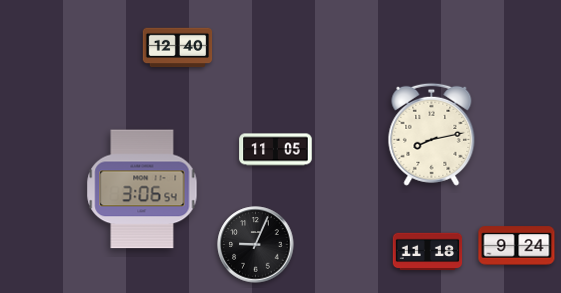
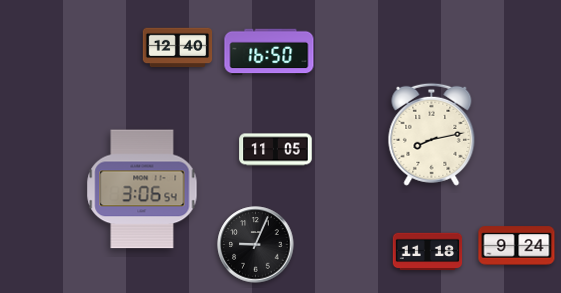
clock at (269, 52): none -> 16:50
